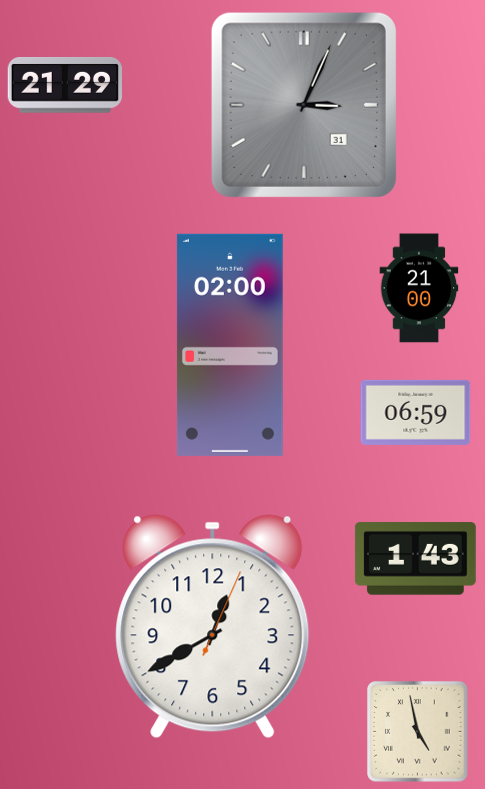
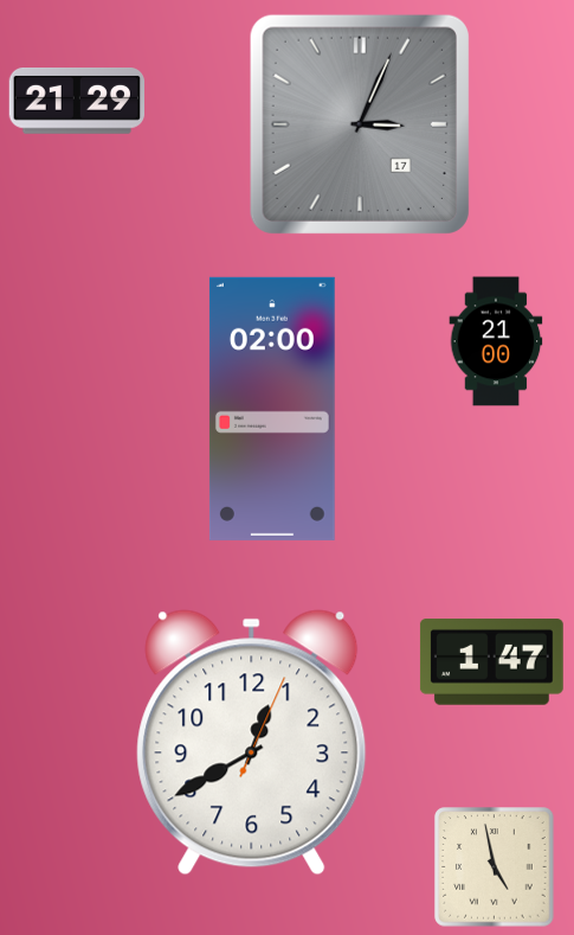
clock at (304, 105) date: 31 -> 17
clock at (416, 412): 06:59 -> none
clock at (415, 559): 1:43 -> 1:47
